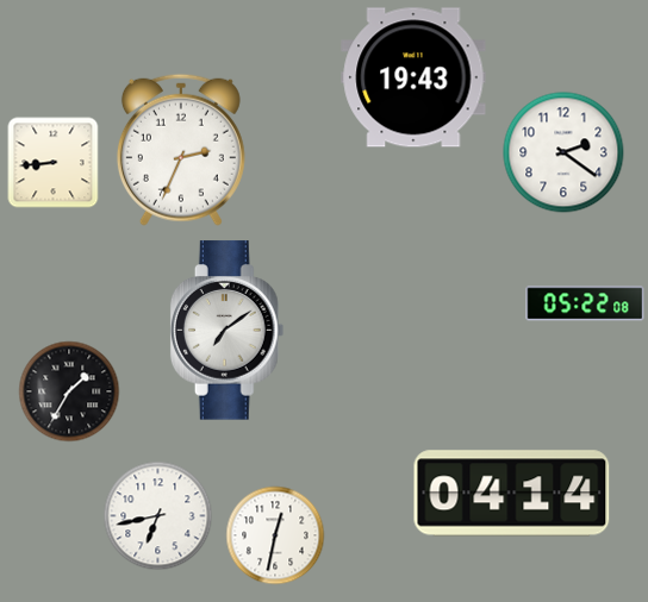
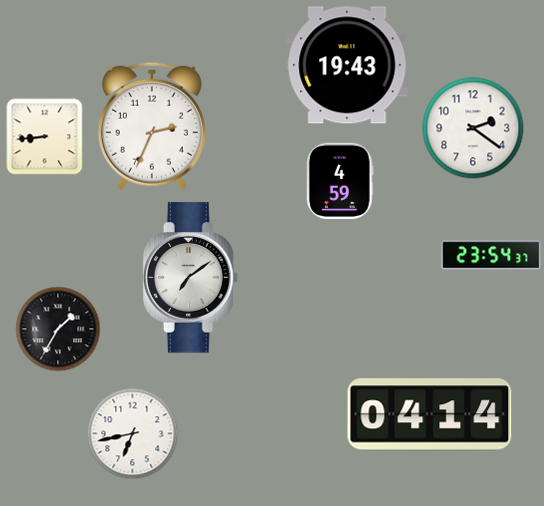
clock at (341, 180): none -> 4:59
clock at (585, 303): 05:22 -> 23:54
clock at (275, 535): 12:32 -> none
